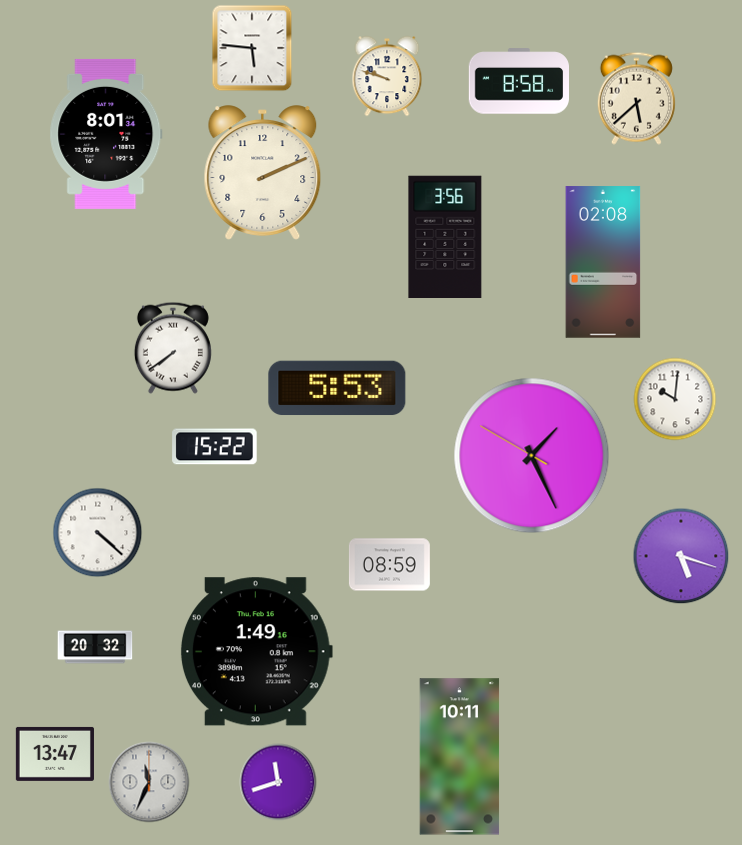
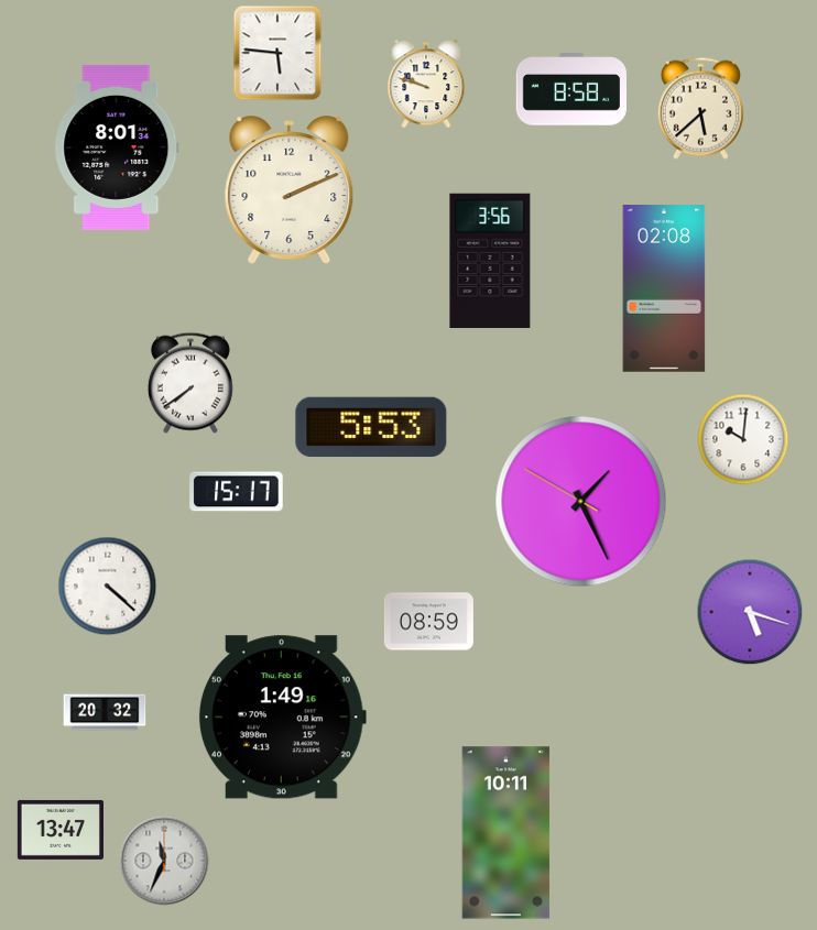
clock at (215, 447): 15:22 -> 15:17
clock at (532, 456) position: (532, 456) -> (581, 502)
clock at (278, 782): 11:42 -> none
